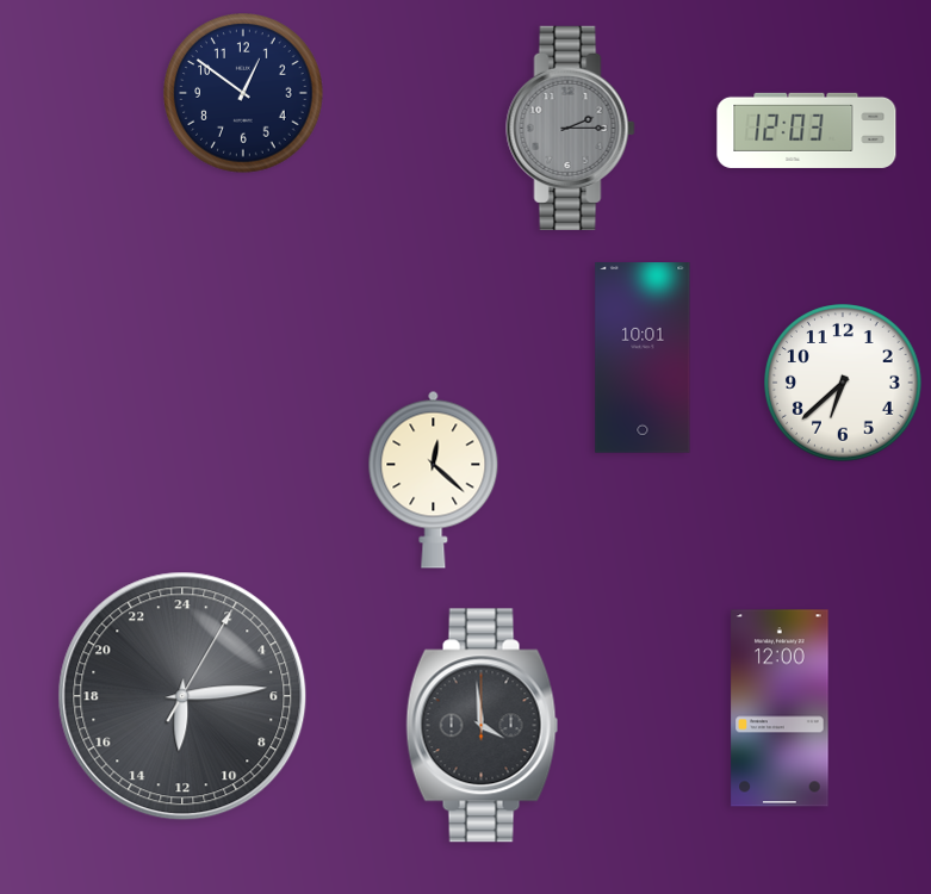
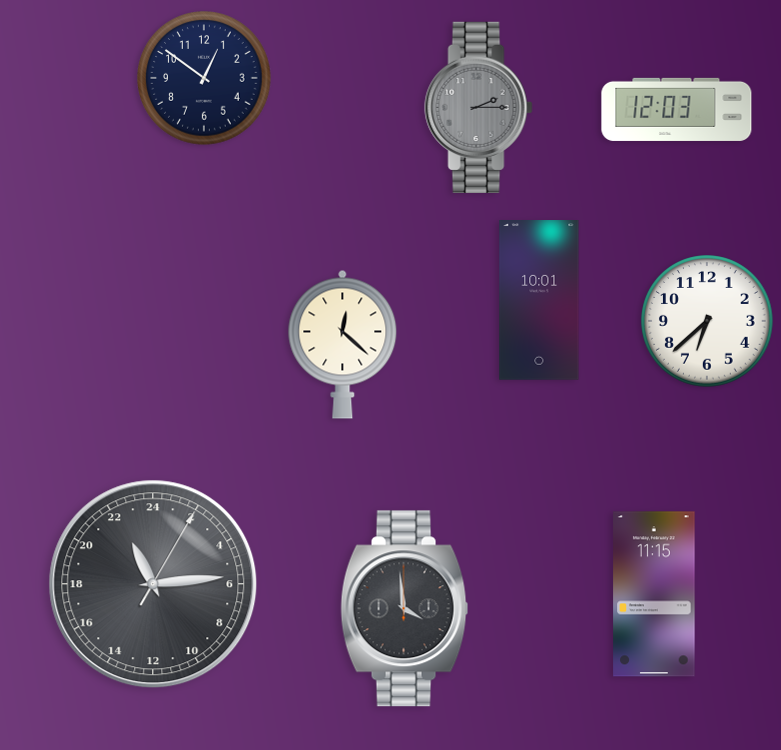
clock at (434, 479) position: (434, 479) -> (343, 344)
clock at (182, 696): 12:14 -> 22:14
clock at (780, 708): 12:00 -> 11:15
